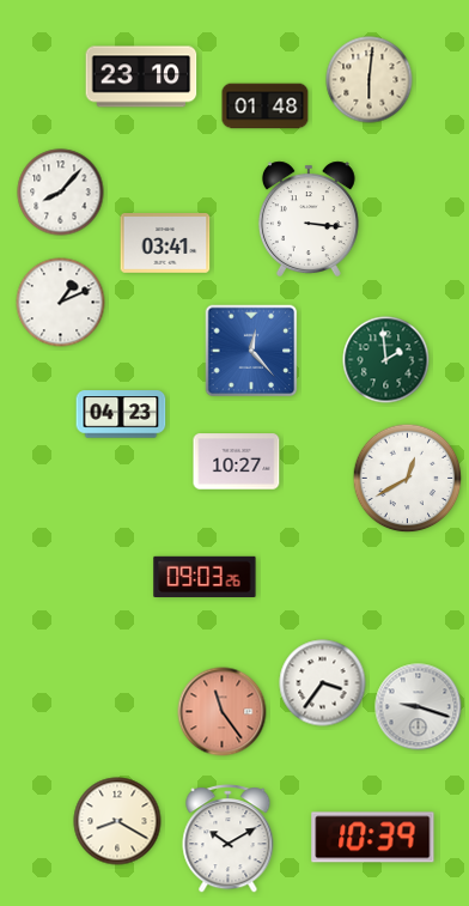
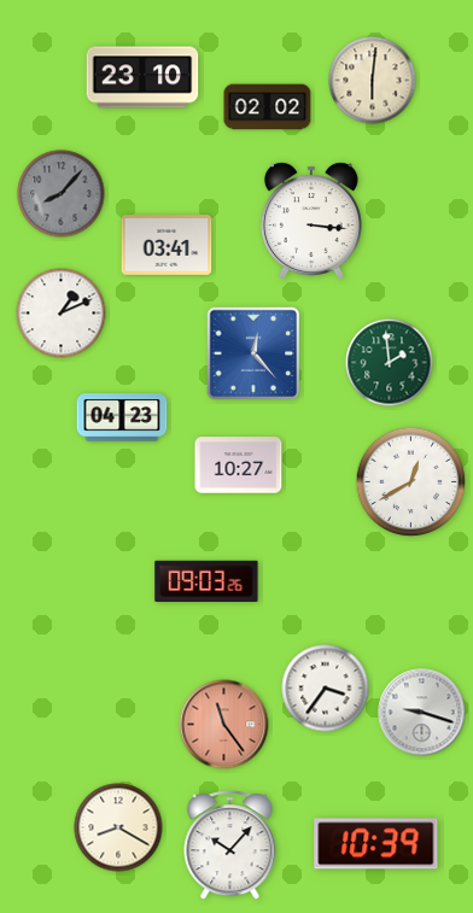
clock at (266, 107): 01:48 -> 02:02
clock at (61, 193) dial: white -> grey
clock at (61, 303) position: (61, 303) -> (62, 314)
clock at (223, 712) position: (223, 712) -> (224, 725)
clock at (229, 839): 10:10 -> 10:07
